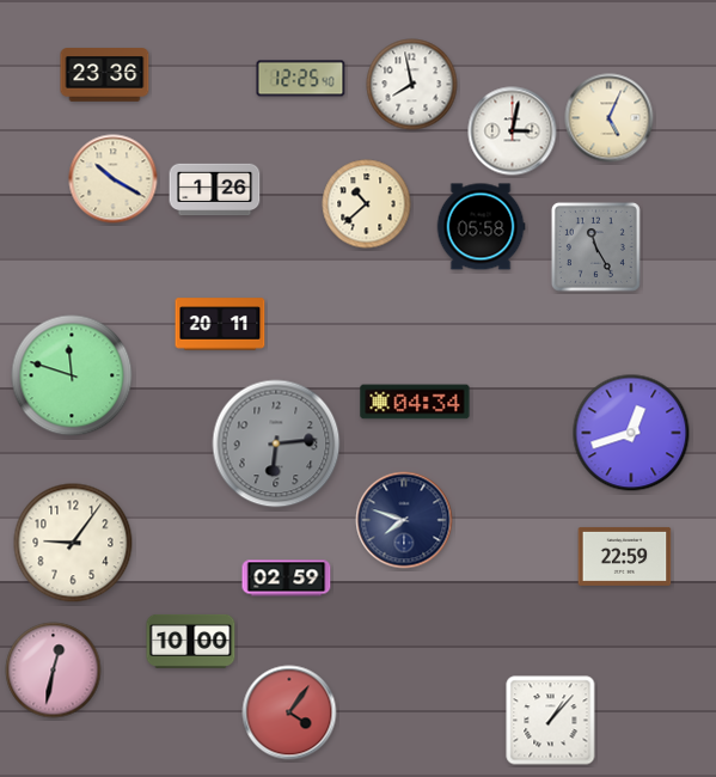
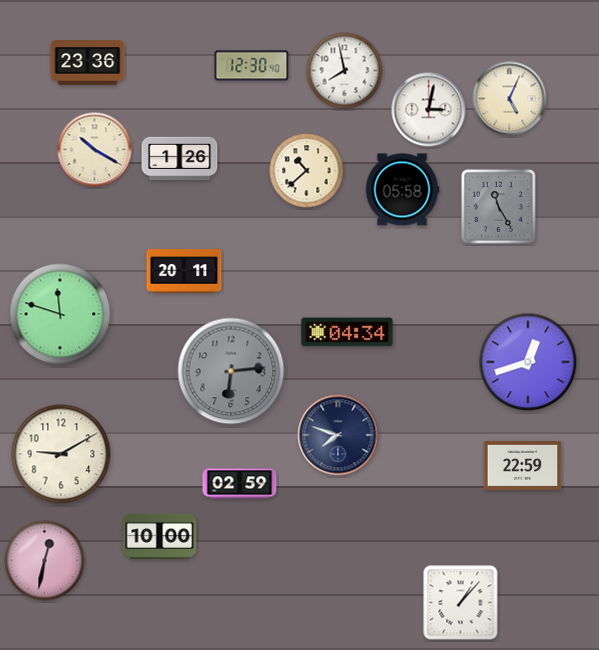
clock at (301, 79): 12:25 -> 12:30
clock at (415, 402) position: (415, 402) -> (347, 332)
clock at (73, 543): 9:06 -> 9:10
clock at (289, 712): 4:06 -> none
